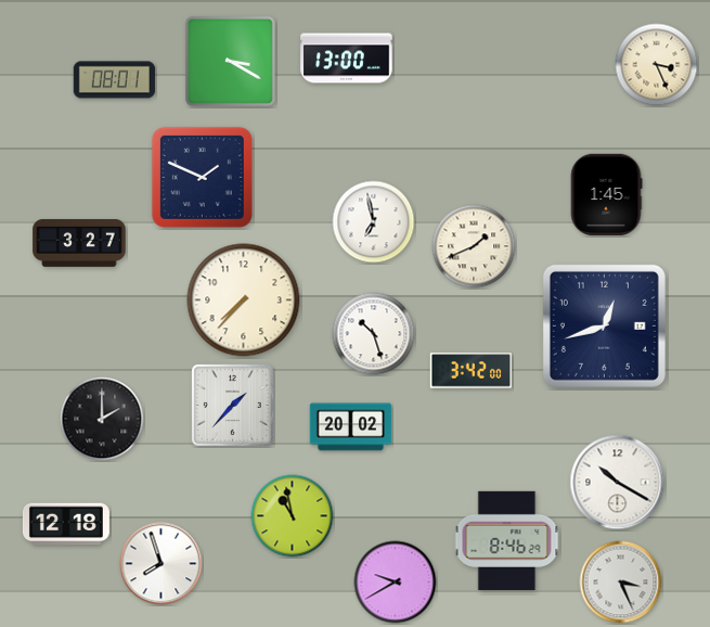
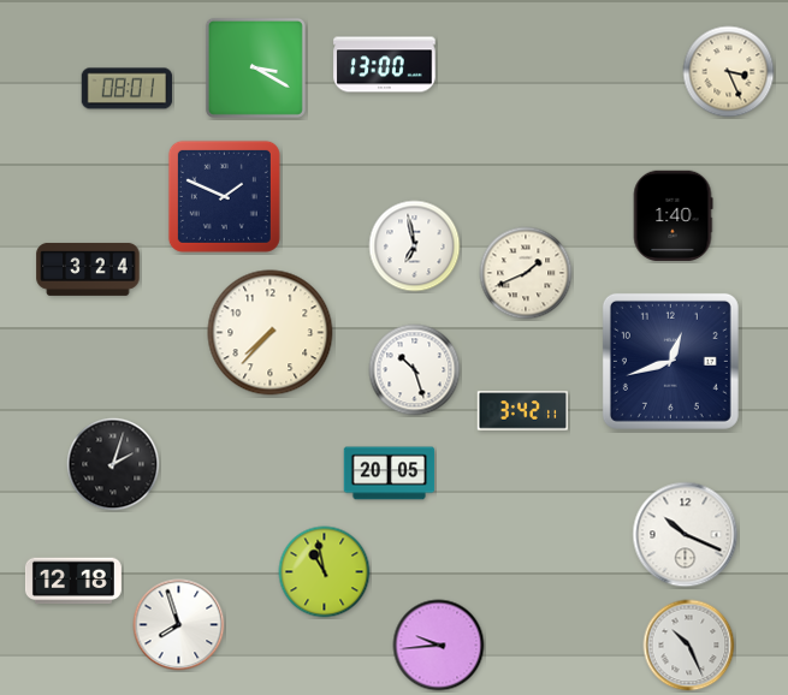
clock at (606, 195): 1:45 -> 1:40
clock at (79, 243): 3:27 -> 3:24
clock at (472, 371): 3:42:00 -> 3:42:11
clock at (232, 405): 1:37 -> none
clock at (102, 419): 2:00 -> 2:03
clock at (351, 427): 20:02 -> 20:05
clock at (618, 483): 10:20 -> 10:19
clock at (507, 540): 8:46 -> none
clock at (396, 583): 9:40 -> 9:44
clock at (621, 583): 3:26 -> 10:26
